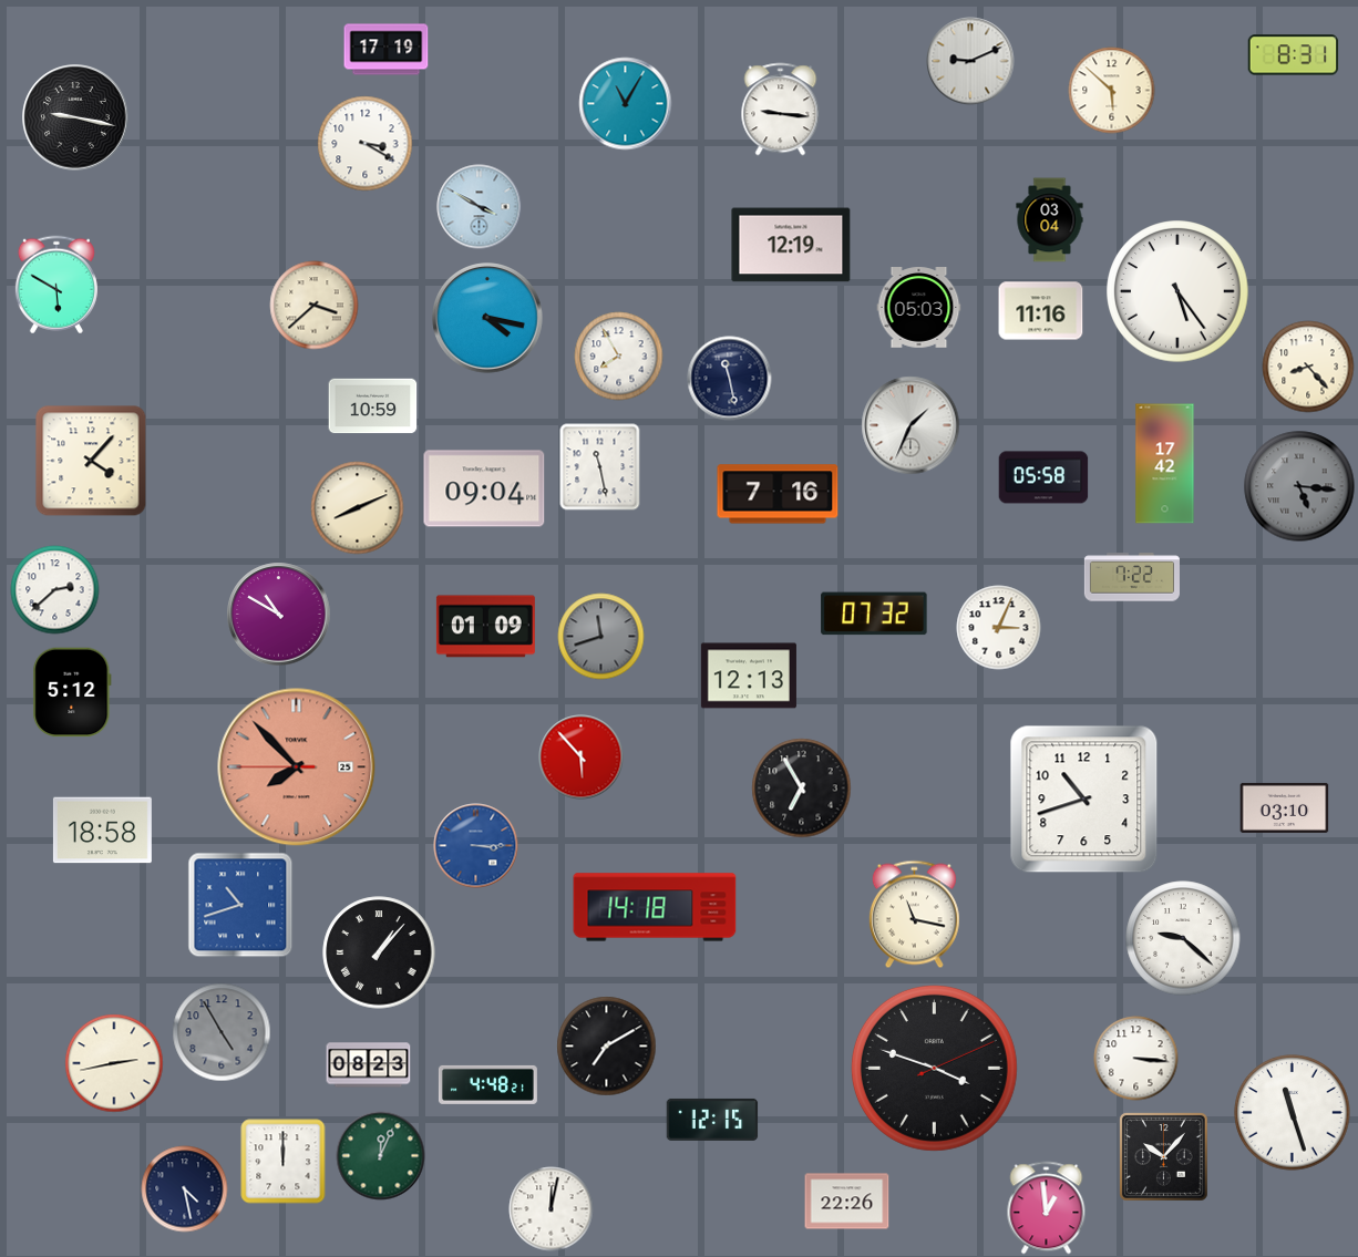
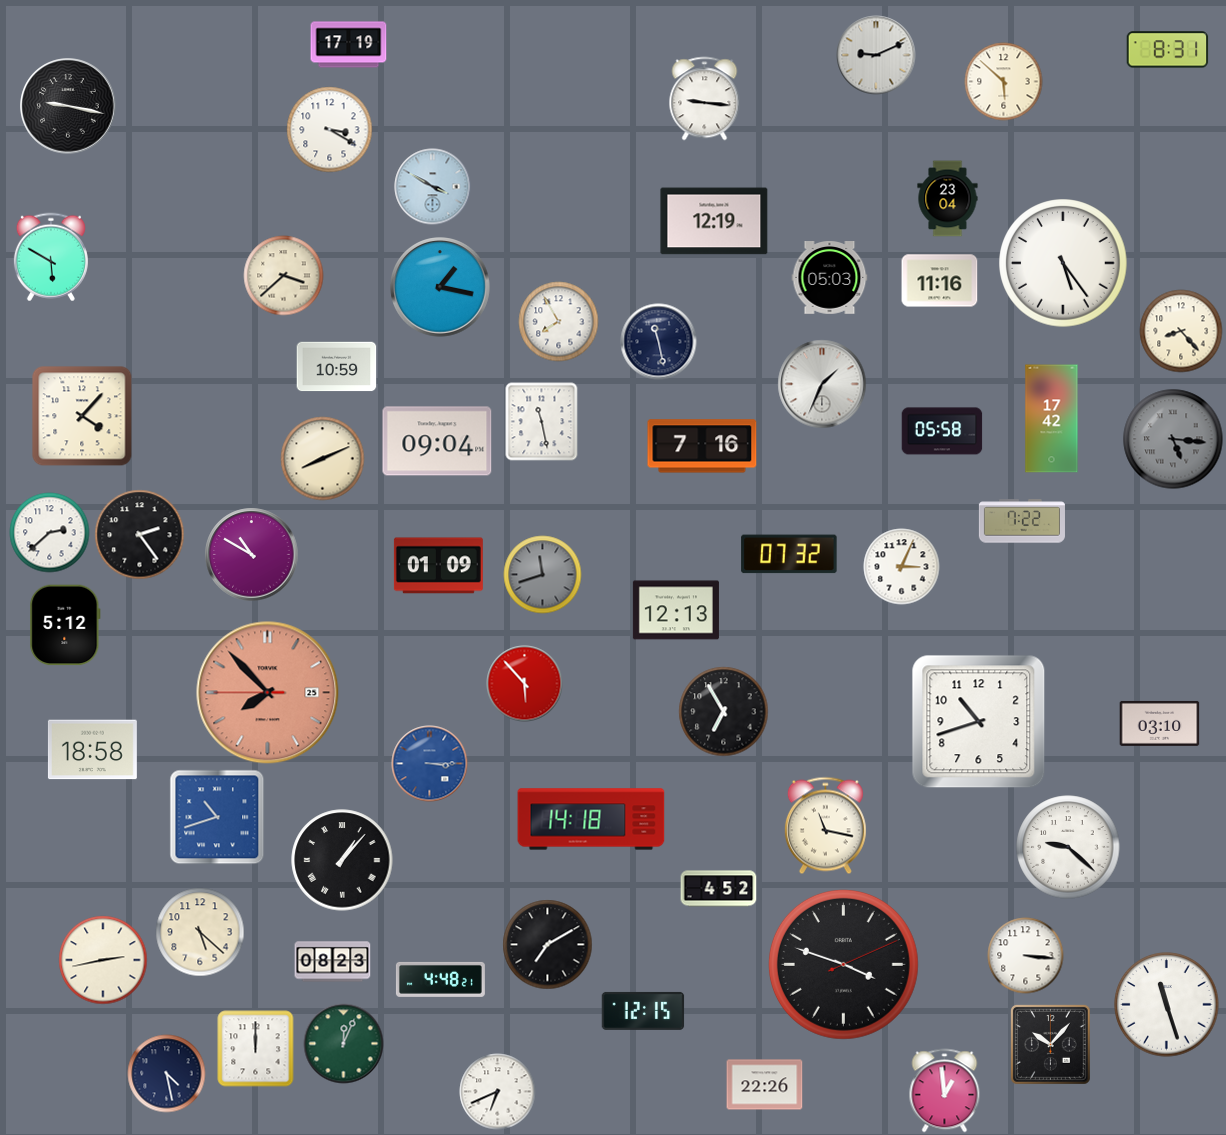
clock at (626, 104): 11:05 -> none
clock at (1050, 220): 03:04 -> 23:04
clock at (487, 318): 4:17 -> 1:17
clock at (140, 535): none -> 2:24
clock at (1285, 807) position: (1285, 807) -> (1160, 723)
clock at (719, 889): none -> 4:52
clock at (222, 1032): 4:55 -> 5:22
clock at (222, 1032) dial: grey -> cream
clock at (552, 1209): 12:02 -> 6:41
